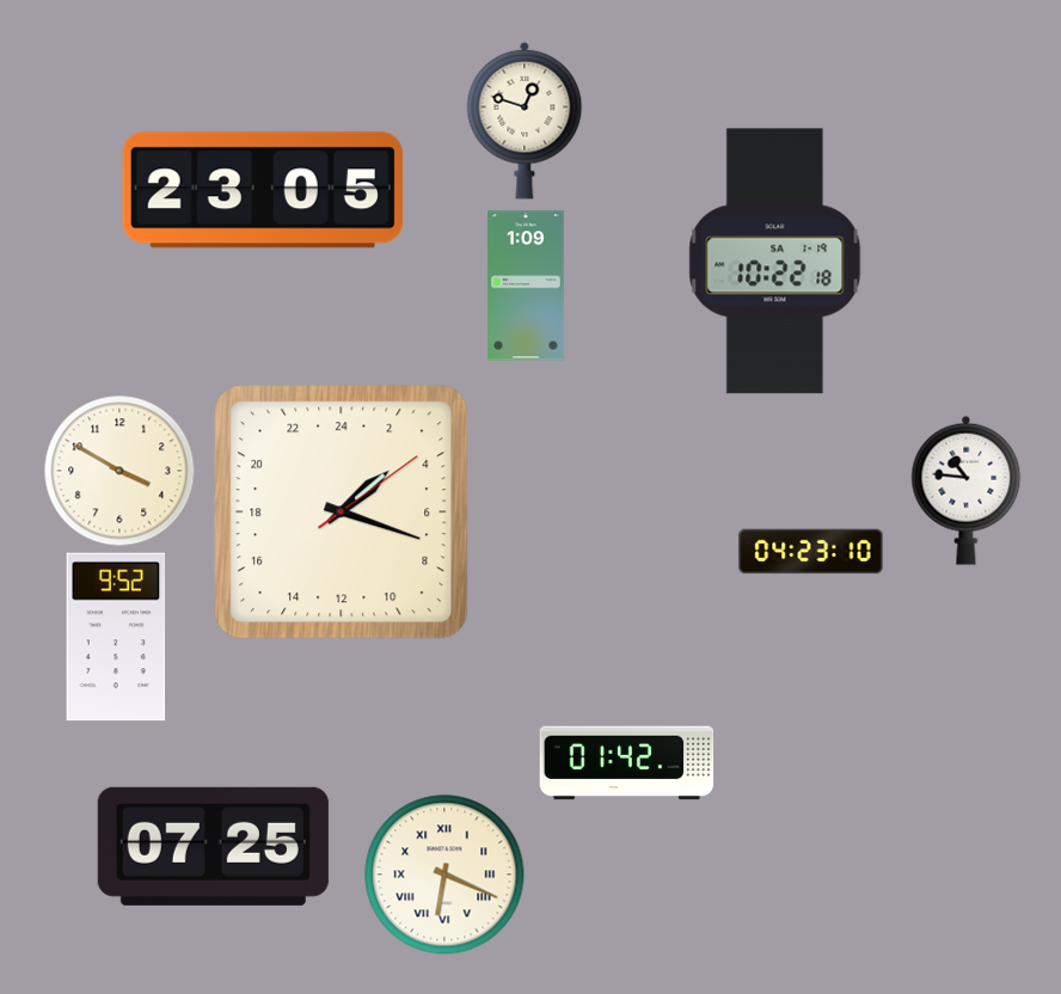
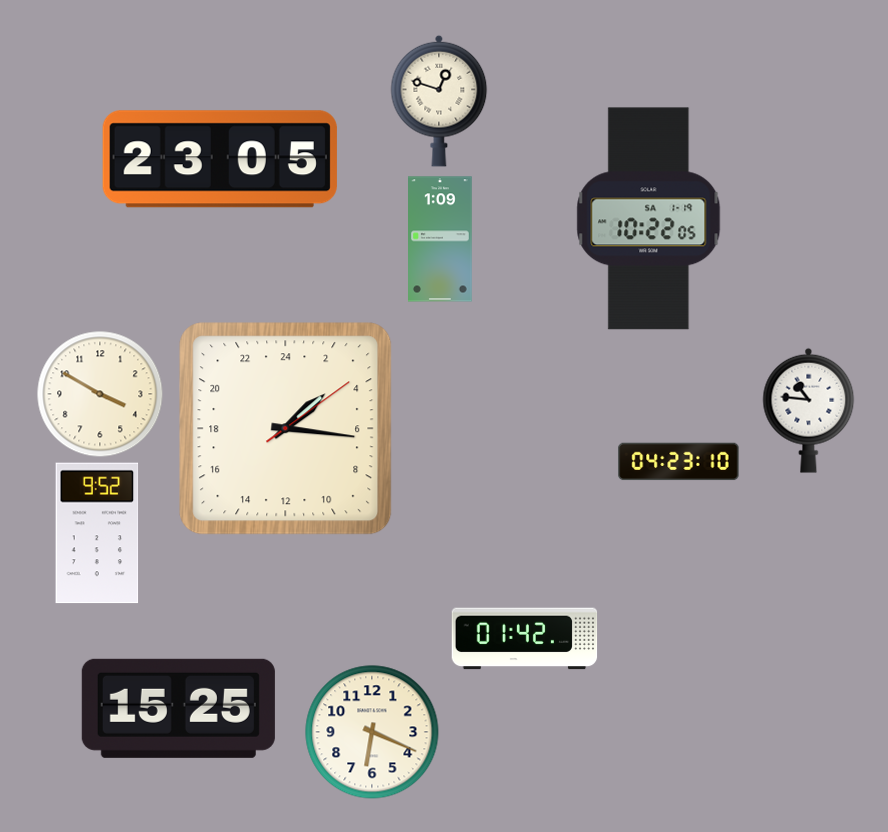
clock at (775, 262): 10:22:18 -> 10:22:05
clock at (342, 513): 3:18 -> 3:16
clock at (213, 846): 07:25 -> 15:25
clock at (444, 875) numerals: Roman -> Arabic
